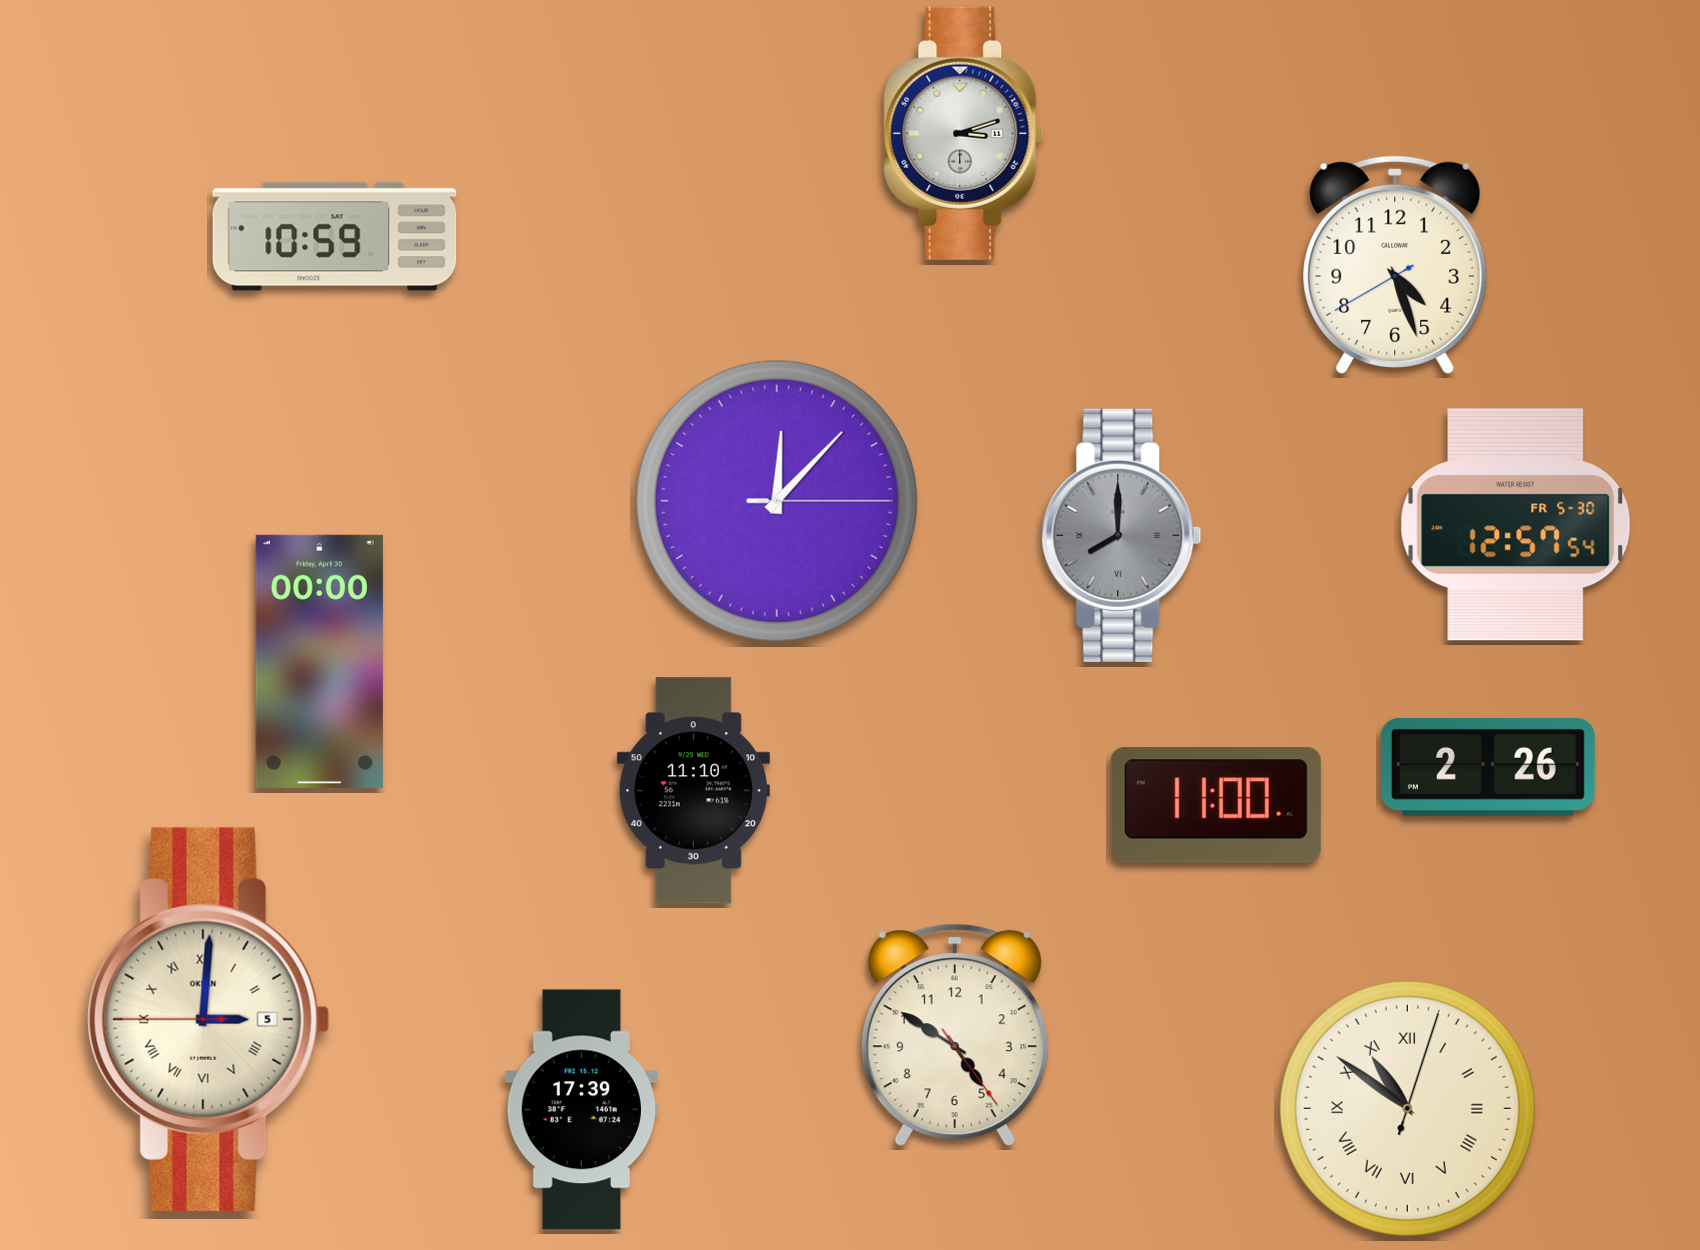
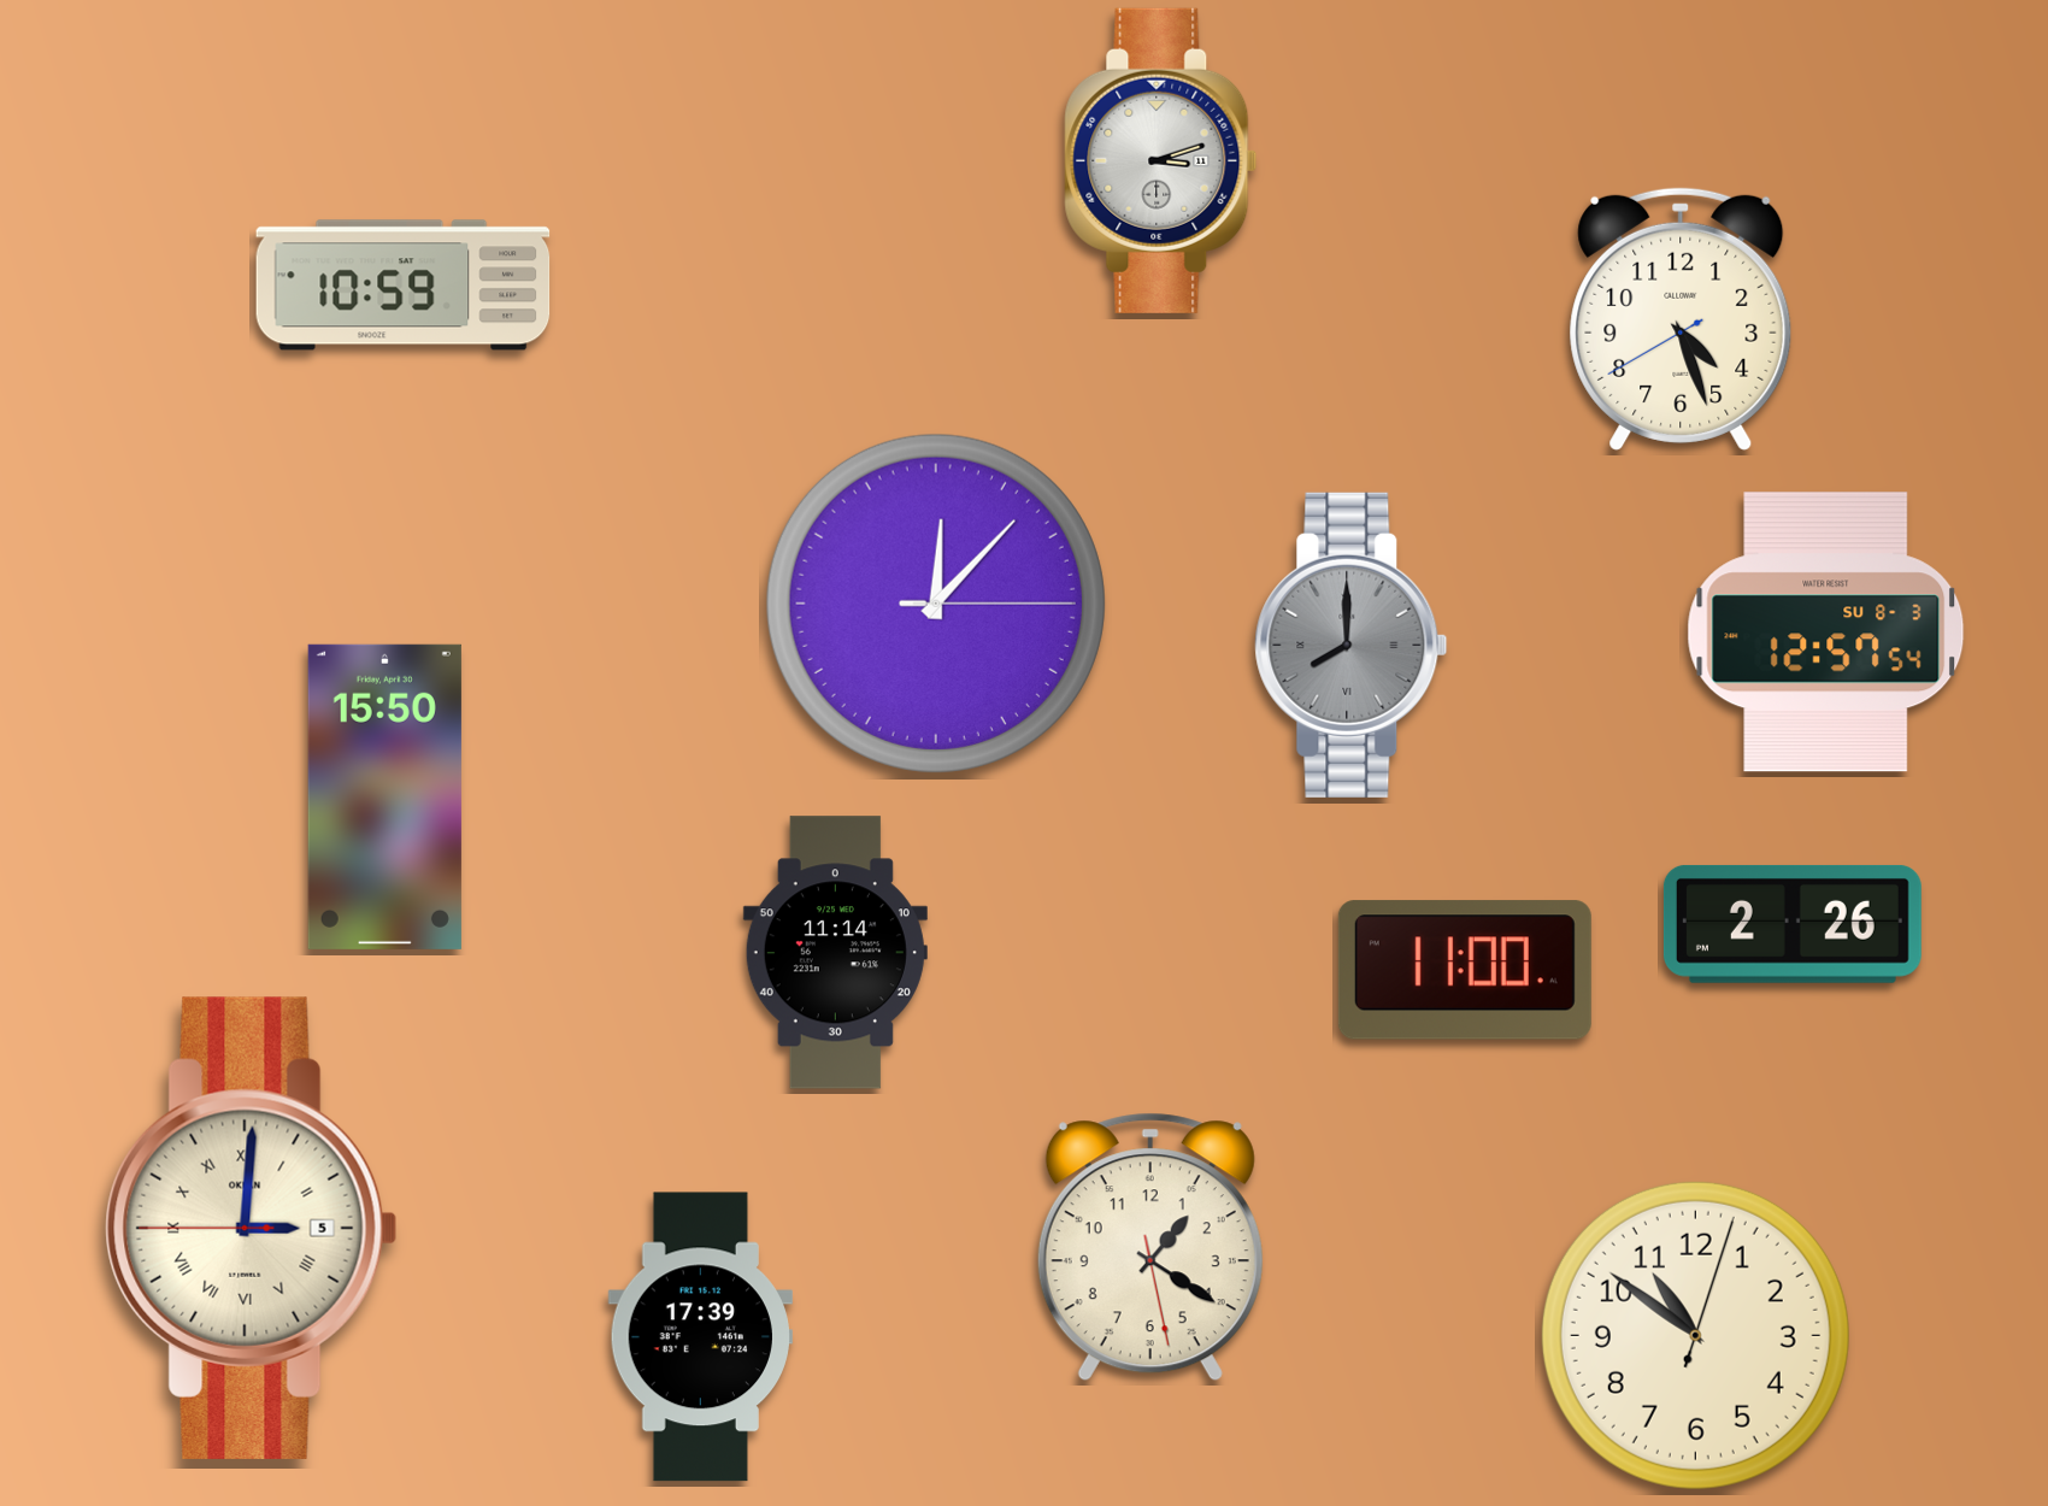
clock at (1516, 525) date: FR 5-30 -> SU 8-3
clock at (319, 661): 00:00 -> 15:50
clock at (693, 791): 11:10 -> 11:14
clock at (955, 1035): 4:50 -> 1:20
clock at (1407, 1108) numerals: Roman -> Arabic
